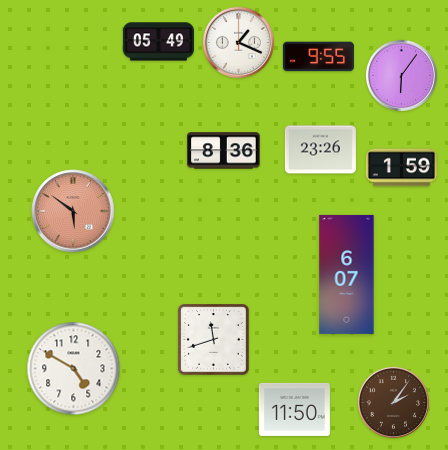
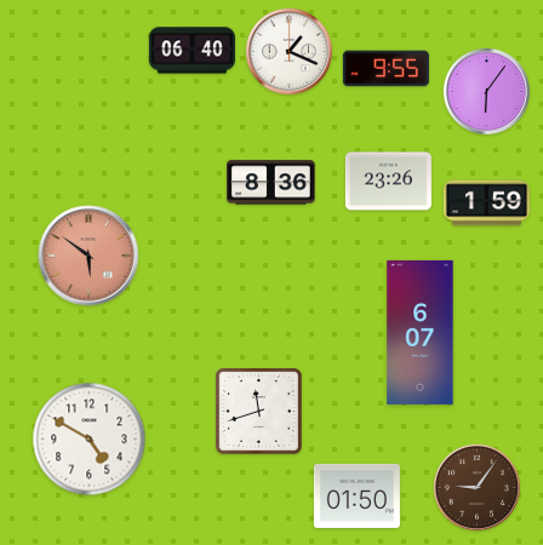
clock at (158, 42): 05:49 -> 06:40
clock at (74, 369) position: (74, 369) -> (90, 440)
clock at (393, 402): 2:06 -> 9:06
clock at (294, 409): 11:50 -> 01:50
